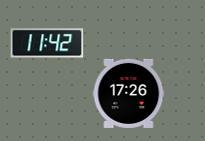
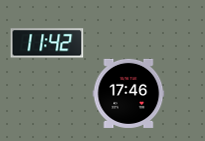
clock at (129, 93): 17:26 -> 17:46
